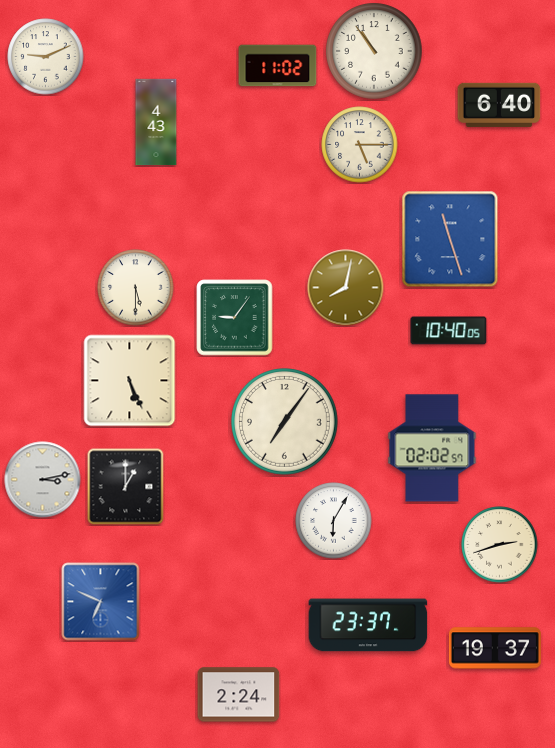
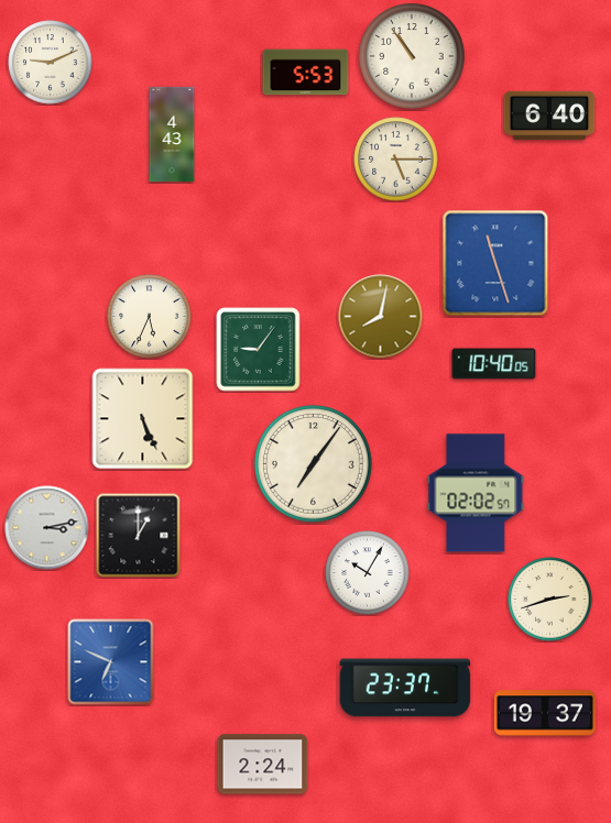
clock at (278, 66): 11:02 -> 5:53
clock at (136, 288): 5:30 -> 5:34
clock at (334, 521): 6:05 -> 10:05
